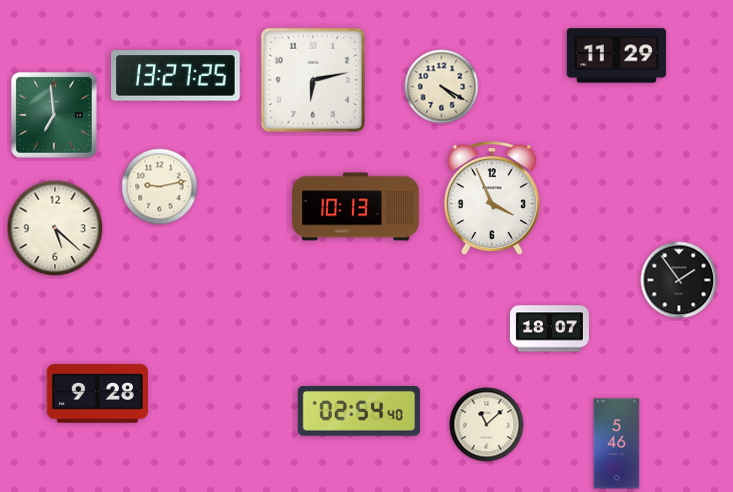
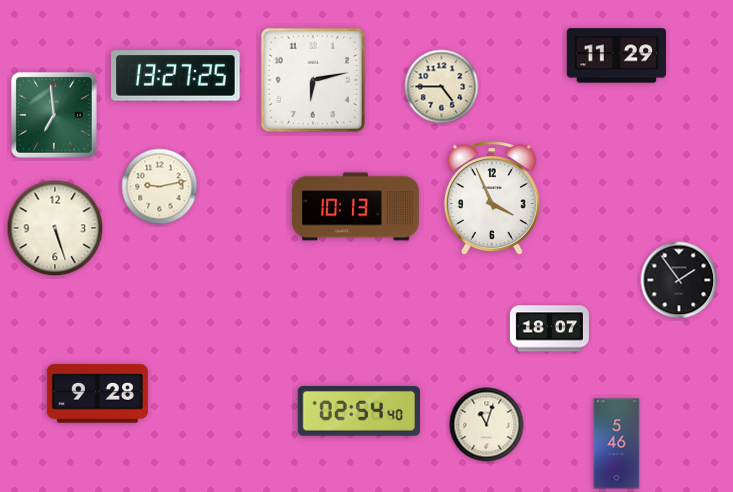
clock at (442, 87): 4:20 -> 4:45
clock at (55, 228): 5:22 -> 5:27
clock at (487, 425): 11:08 -> 11:03
